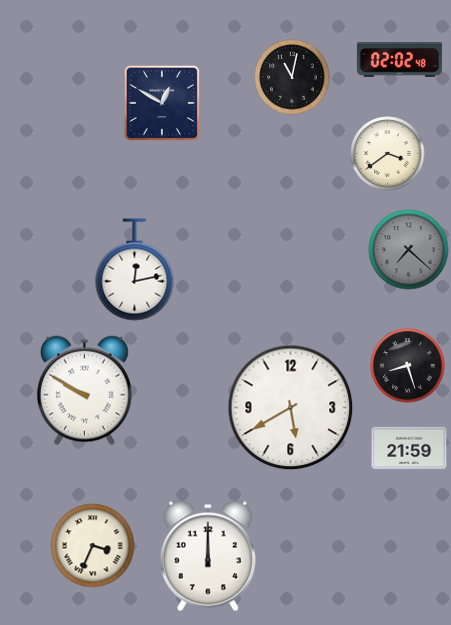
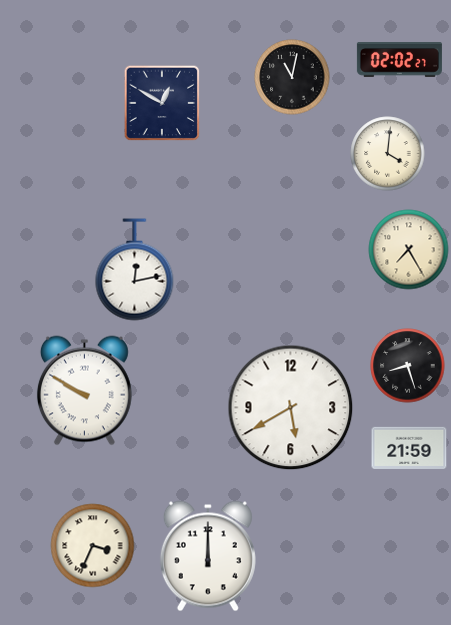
clock at (399, 60): 02:02:48 -> 02:02:27
clock at (388, 154): 3:39 -> 4:01
clock at (409, 250): 7:22 -> 7:25
clock at (409, 250) dial: grey -> cream
